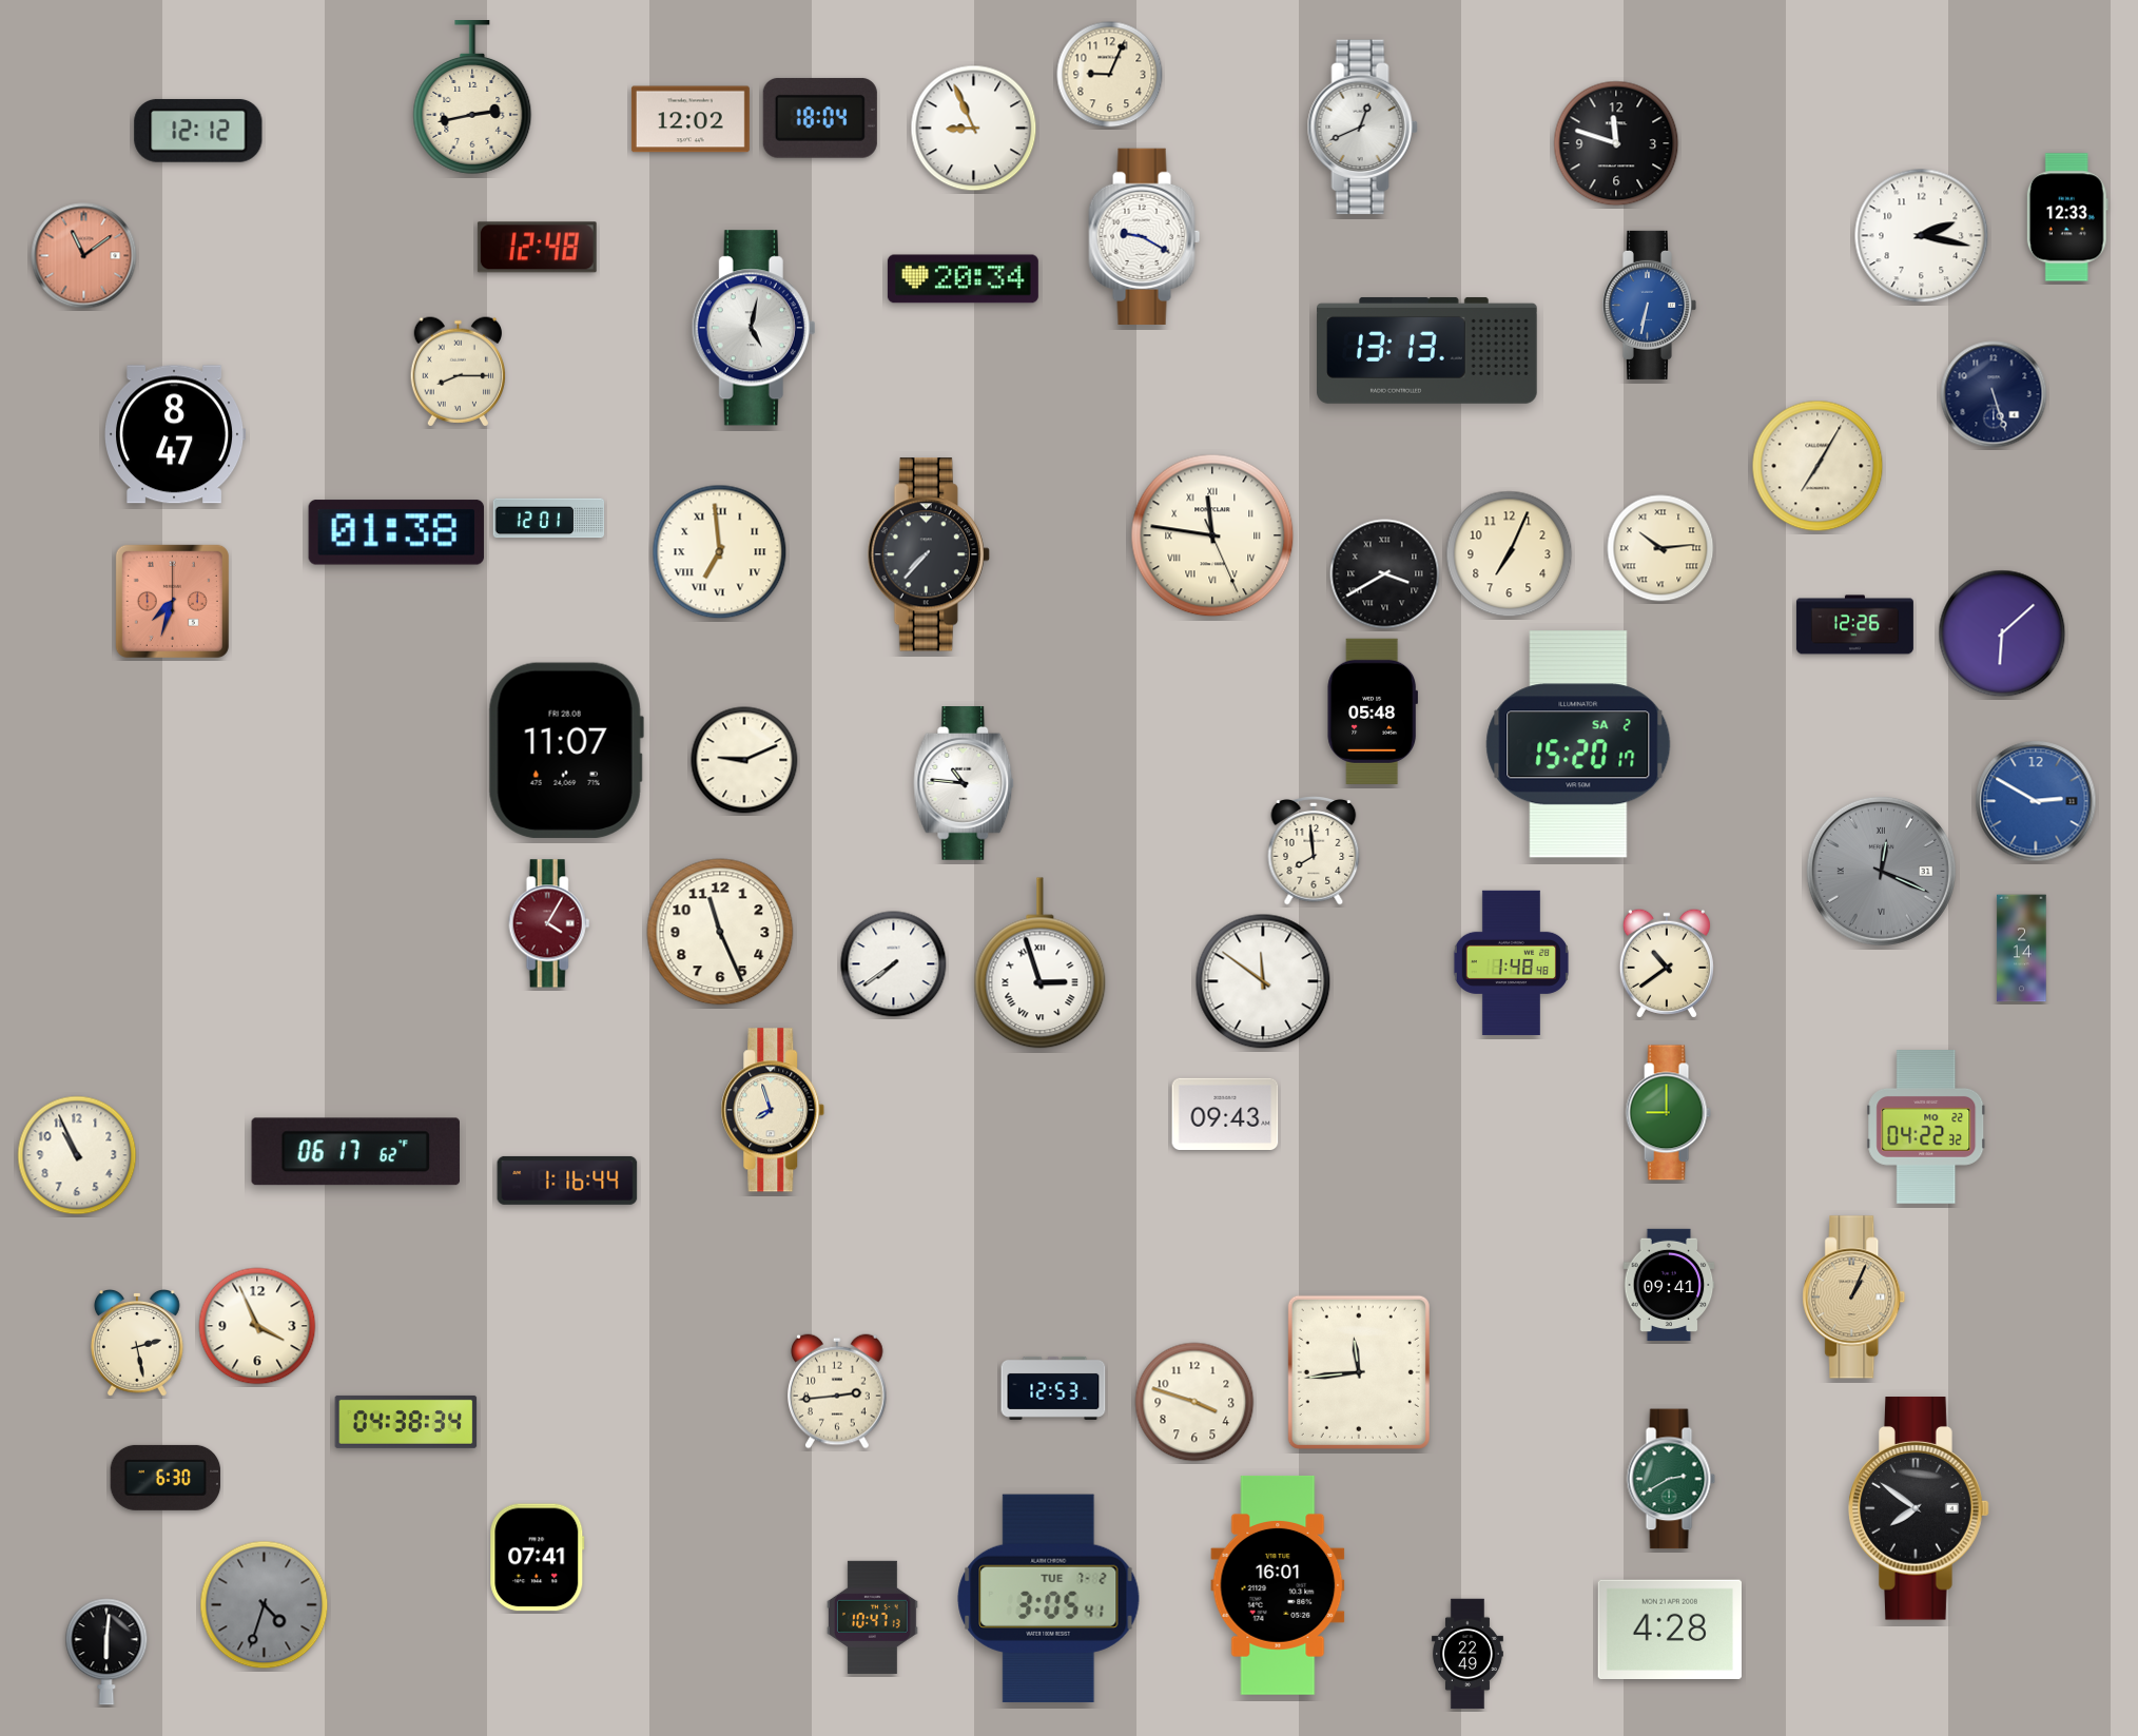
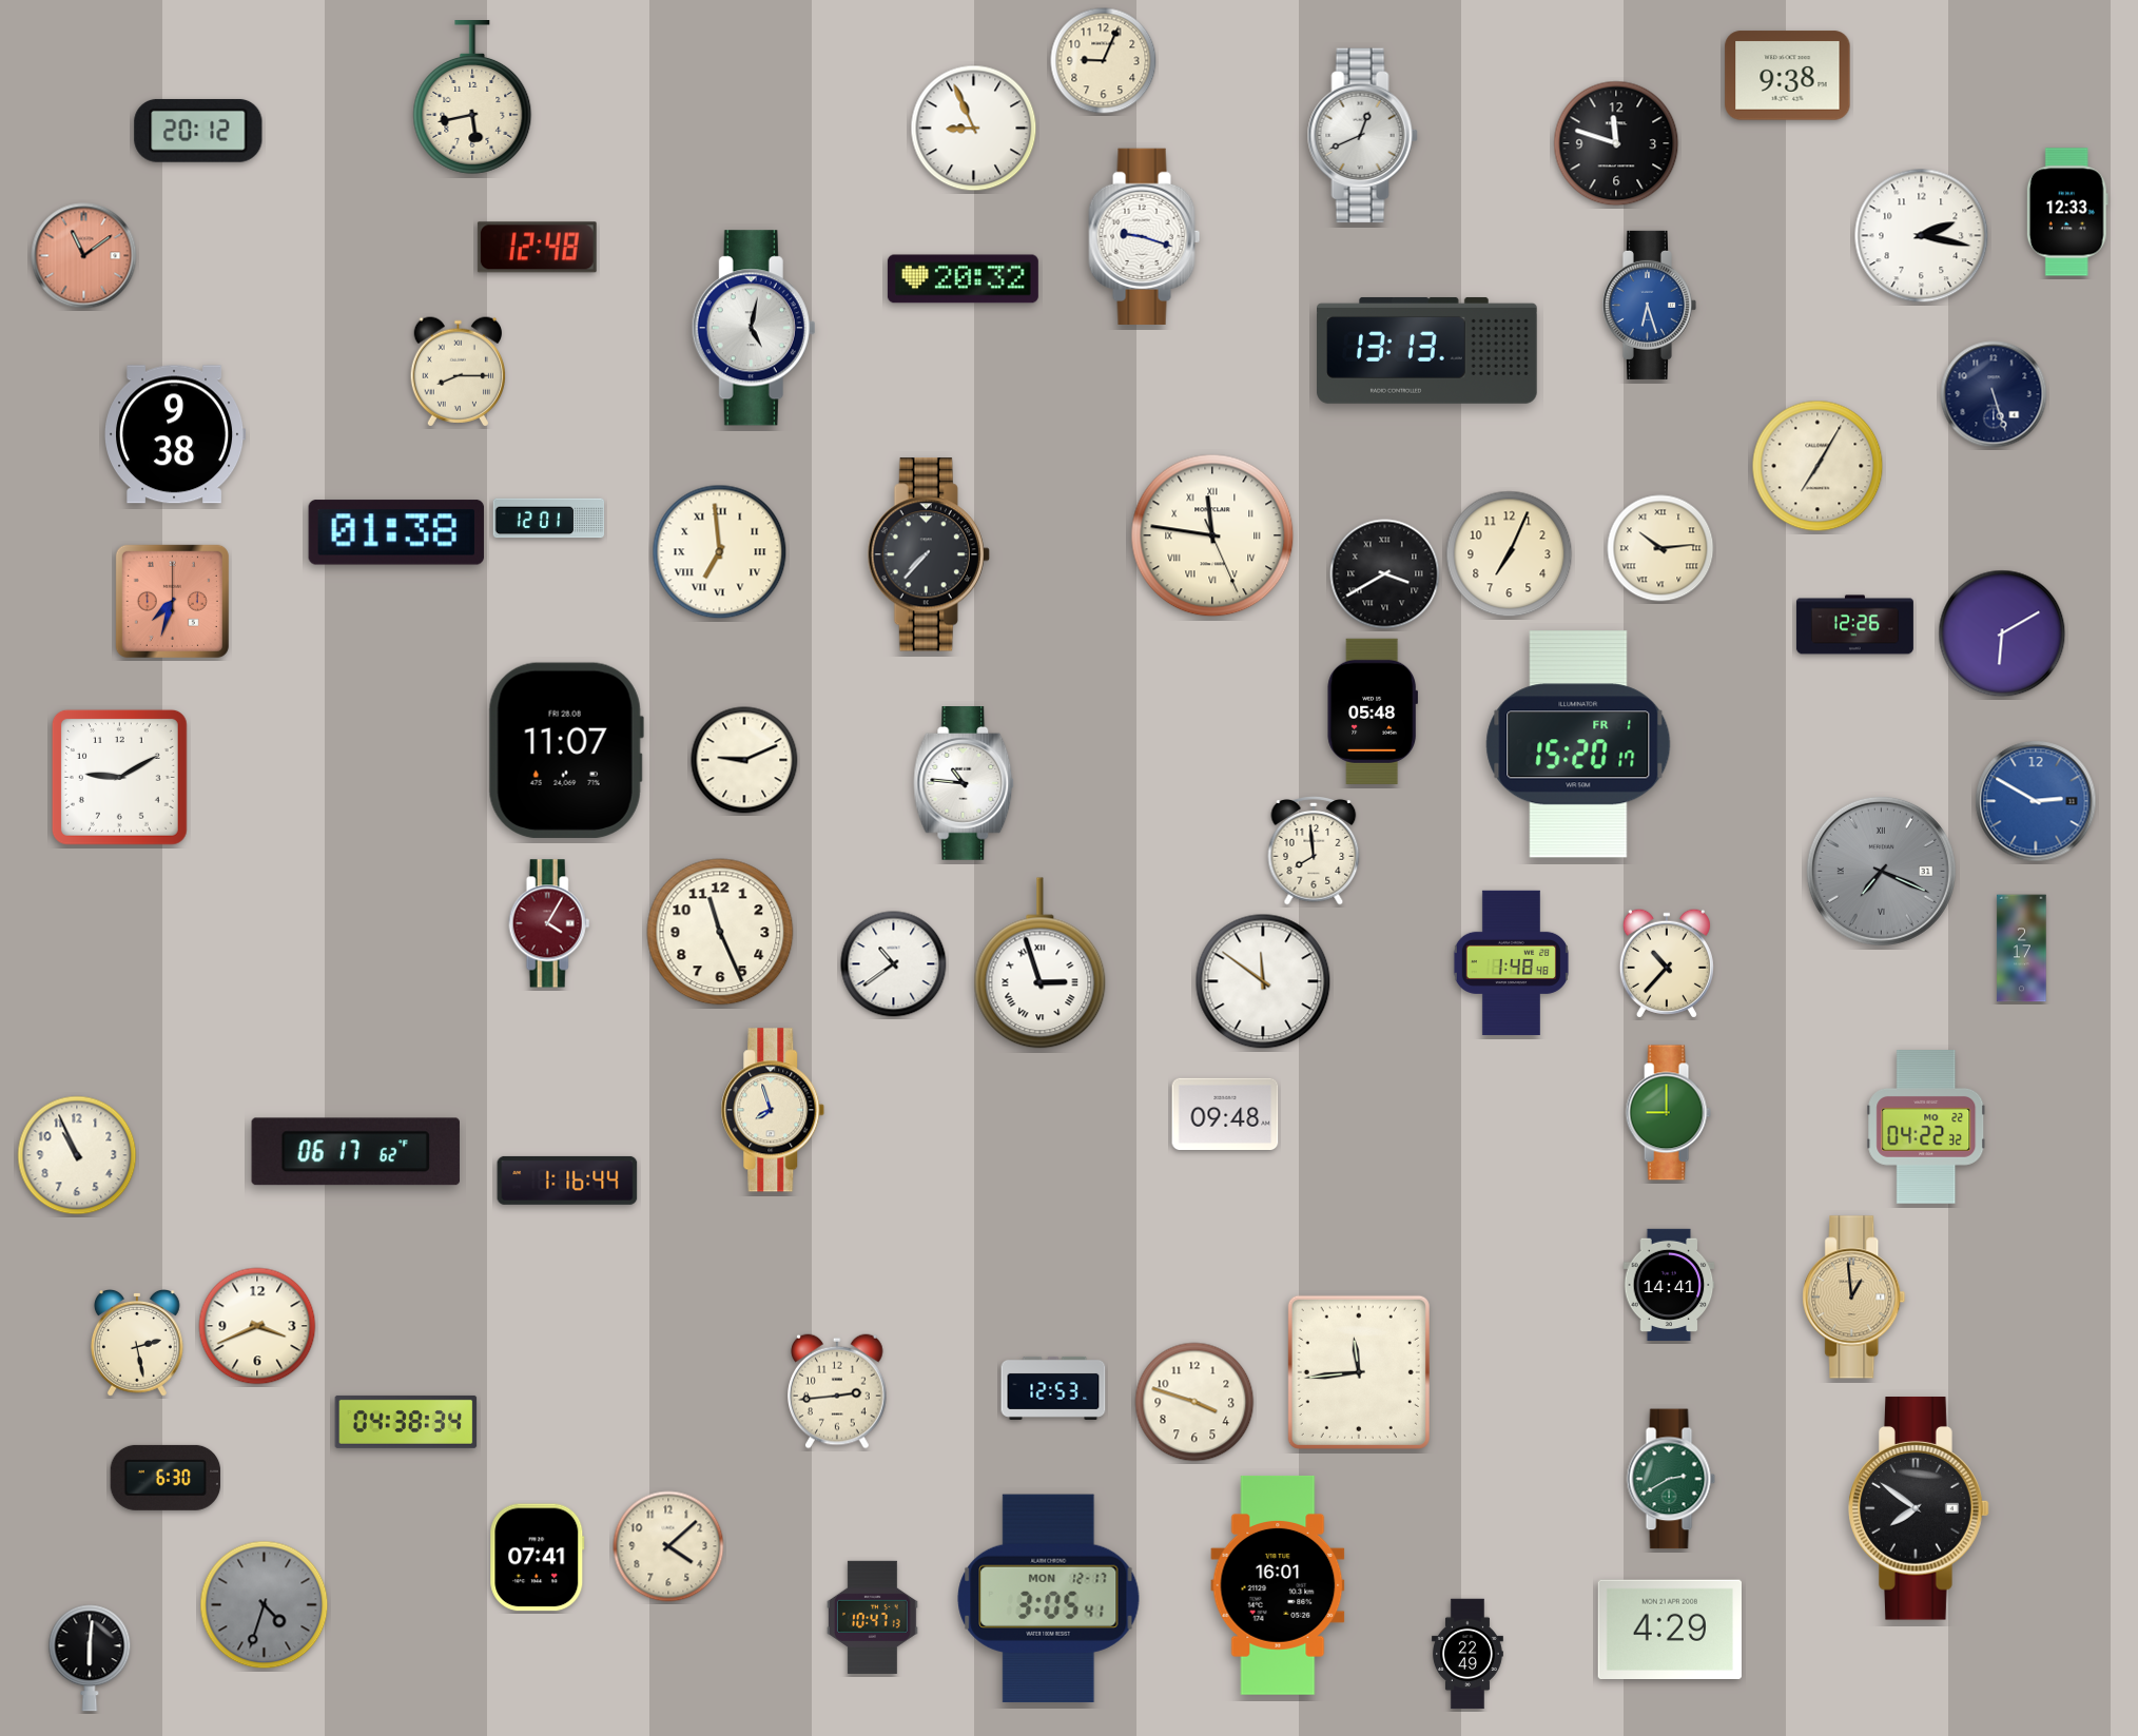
clock at (1110, 75) position: (1110, 75) -> (1104, 61)
clock at (1788, 76): none -> 9:38
clock at (472, 98): 2:43 -> 5:43
clock at (820, 118): 18:04 -> none
clock at (691, 119): 12:02 -> none
clock at (1362, 128) position: (1362, 128) -> (1362, 136)
clock at (198, 131): 12:12 -> 20:12
clock at (2067, 217) position: (2067, 217) -> (2067, 212)
clock at (1145, 236): 9:20 -> 9:18
clock at (963, 279): 20:34 -> 20:32
clock at (1649, 305): 6:32 -> 6:27
clock at (176, 434): 8:47 -> 9:38
clock at (2002, 633): 6:08 -> 6:10
clock at (1578, 744) date: SA 2 -> FR 1
clock at (119, 777): none -> 9:10
clock at (1881, 871): 12:19 -> 7:19
clock at (2022, 949): 2:14 -> 2:17
clock at (1667, 963): 10:39 -> 10:37
clock at (894, 964): 7:39 -> 10:39
clock at (1225, 1113): 09:43 -> 09:48
clock at (1669, 1285): 09:41 -> 14:41
clock at (1854, 1298): 1:04 -> 12:59
clock at (257, 1326): 3:56 -> 3:41
clock at (668, 1546): none -> 4:08
clock at (1049, 1598) date: TUE 7-2 -> MON 12-17
clock at (1669, 1630): 4:28 -> 4:29
clock at (106, 1652) position: (106, 1652) -> (90, 1658)
